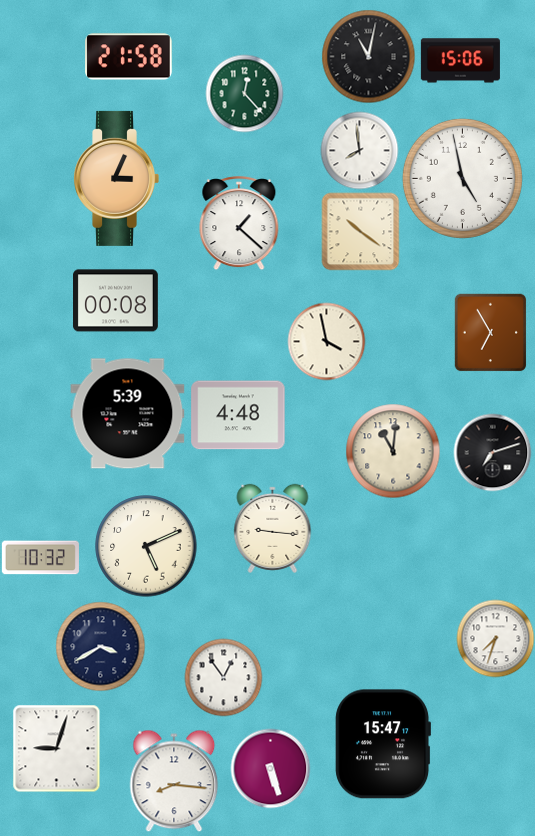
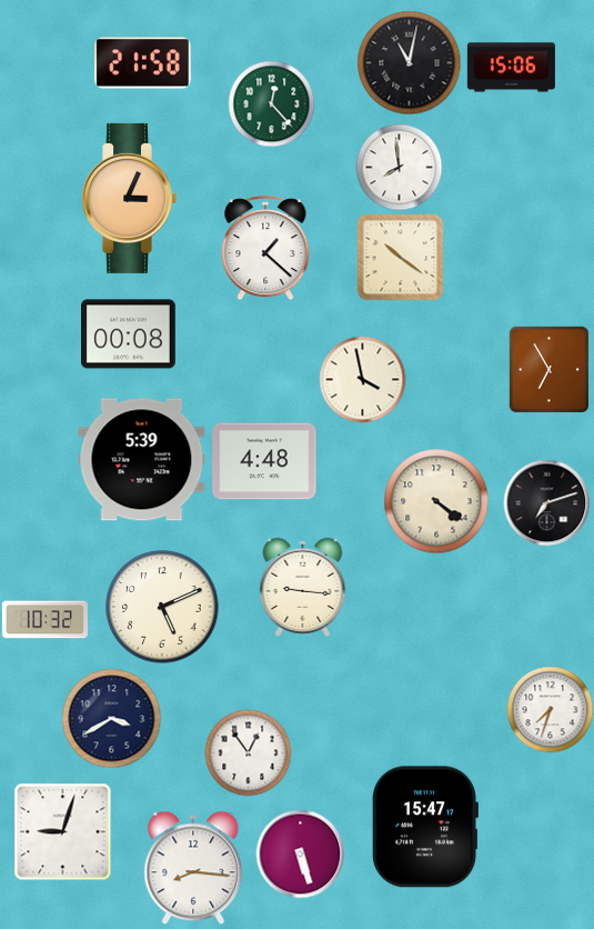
clock at (462, 178): 4:58 -> none
clock at (491, 332) position: (491, 332) -> (550, 369)
clock at (393, 451): 11:01 -> 4:21
